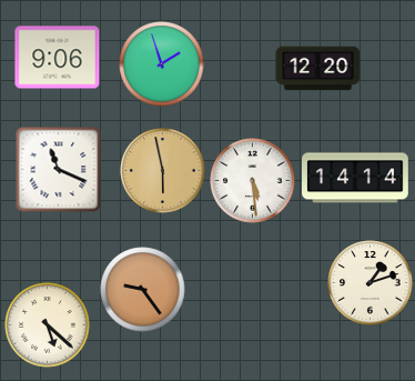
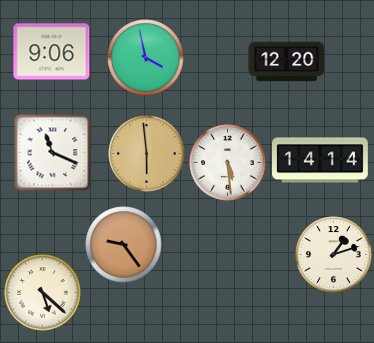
clock at (162, 64): 1:57 -> 3:58
clock at (163, 171): 5:58 -> 5:59
clock at (143, 290) position: (143, 290) -> (124, 245)
